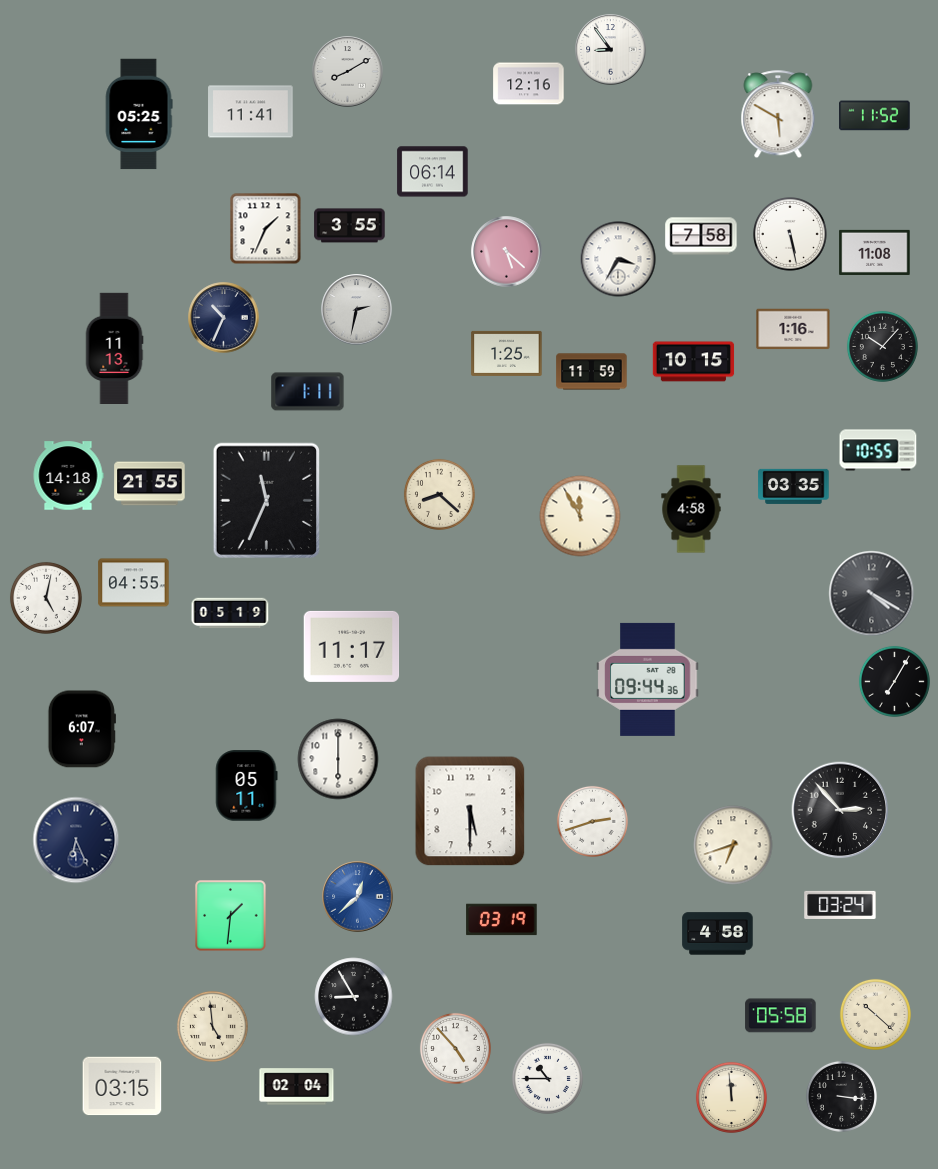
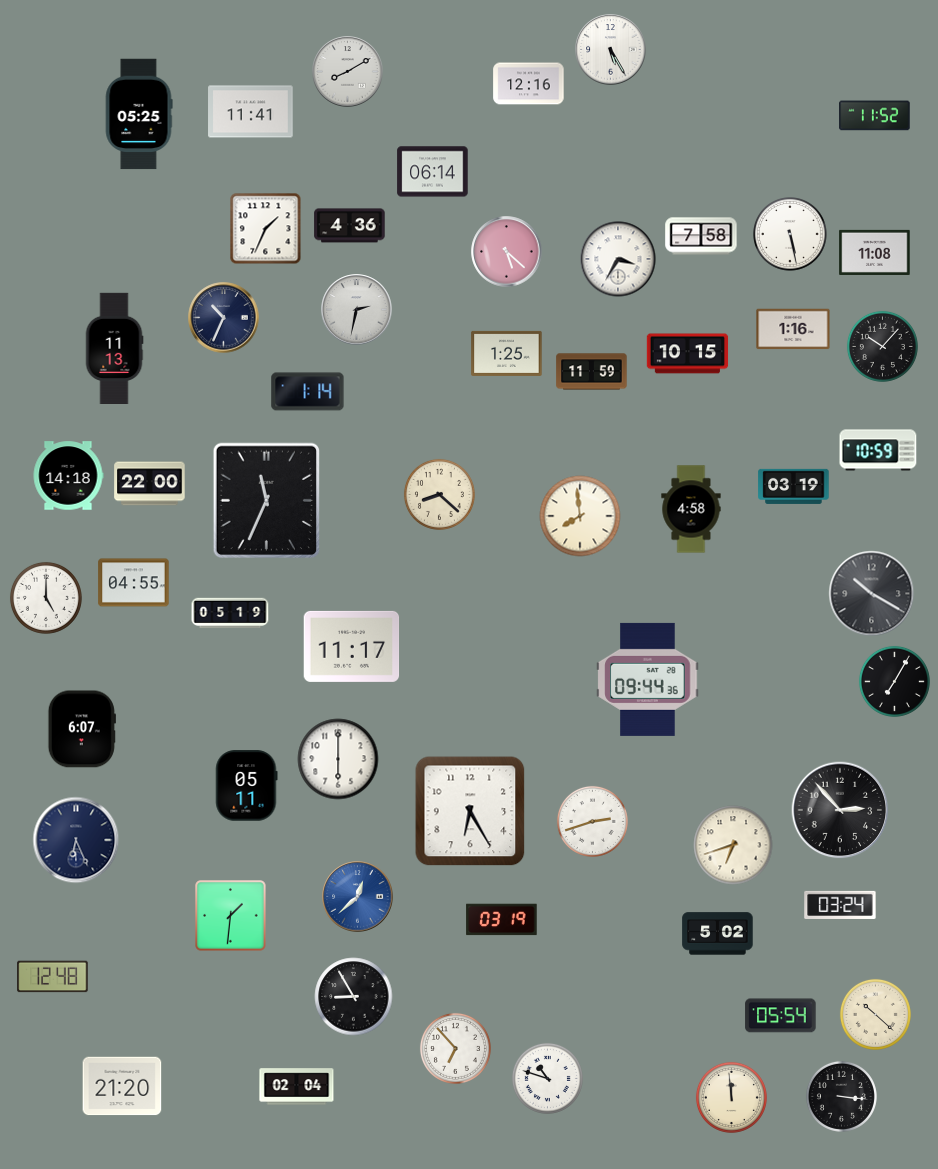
clock at (611, 50): 8:54 -> 5:25
clock at (778, 115): 5:50 -> none
clock at (350, 226): 3:55 -> 4:36
clock at (694, 362) position: (694, 362) -> (688, 354)
clock at (308, 392): 1:11 -> 1:14
clock at (878, 450): 10:55 -> 10:59
clock at (150, 484): 21:55 -> 22:00
clock at (794, 486): 03:35 -> 03:19
clock at (580, 516): 11:55 -> 7:59
clock at (872, 594): 4:20 -> 10:20
clock at (46, 598): 5:02 -> 5:00
clock at (470, 811): 5:30 -> 6:25
clock at (718, 934): 4:58 -> 5:02
clock at (53, 977): none -> 12:48
clock at (781, 1016): 05:58 -> 05:54
clock at (212, 1026): 4:59 -> none
clock at (455, 1048): 4:53 -> 6:53
clock at (547, 1078): 10:45 -> 10:48
clock at (122, 1086): 03:15 -> 21:20
